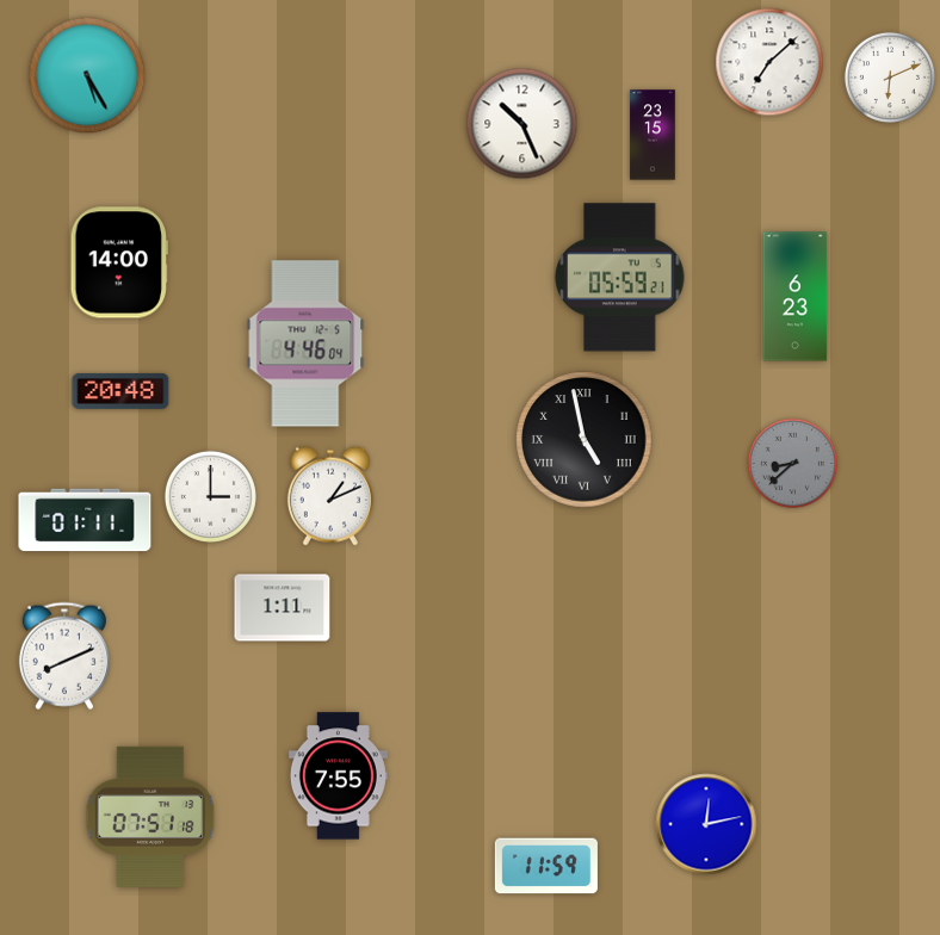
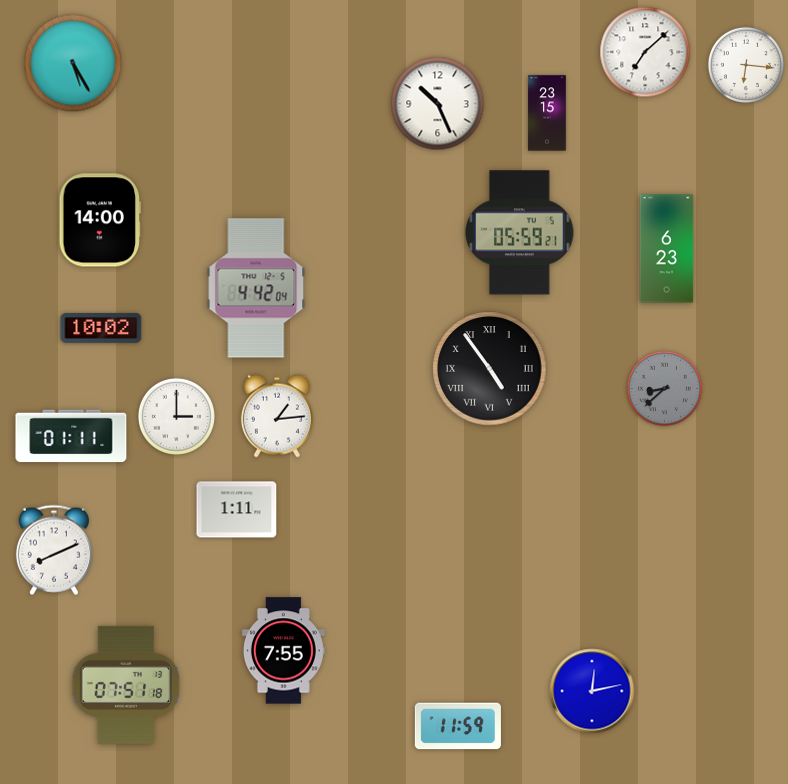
clock at (890, 78): 6:11 -> 6:16
clock at (305, 343): 4:46 -> 4:42
clock at (120, 391): 20:48 -> 10:02
clock at (585, 440): 4:58 -> 4:54
clock at (330, 496): 1:11 -> 1:14
